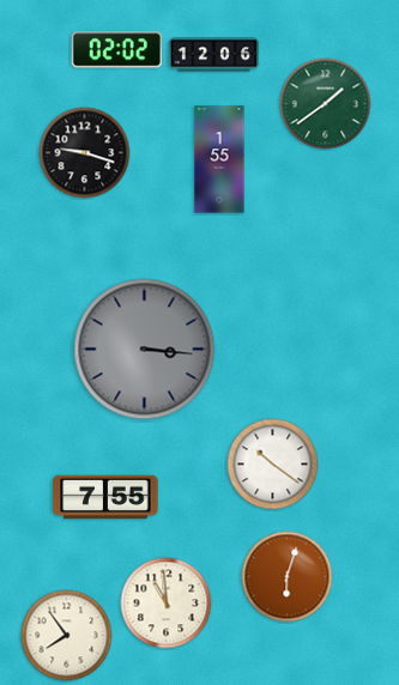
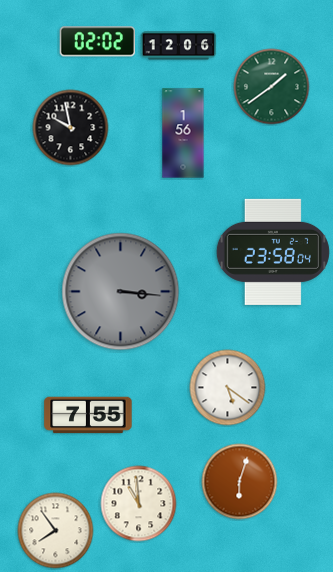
clock at (85, 153): 9:18 -> 9:58
clock at (219, 159): 1:55 -> 1:56
clock at (273, 252): none -> 23:58
clock at (273, 465): 10:21 -> 5:21
